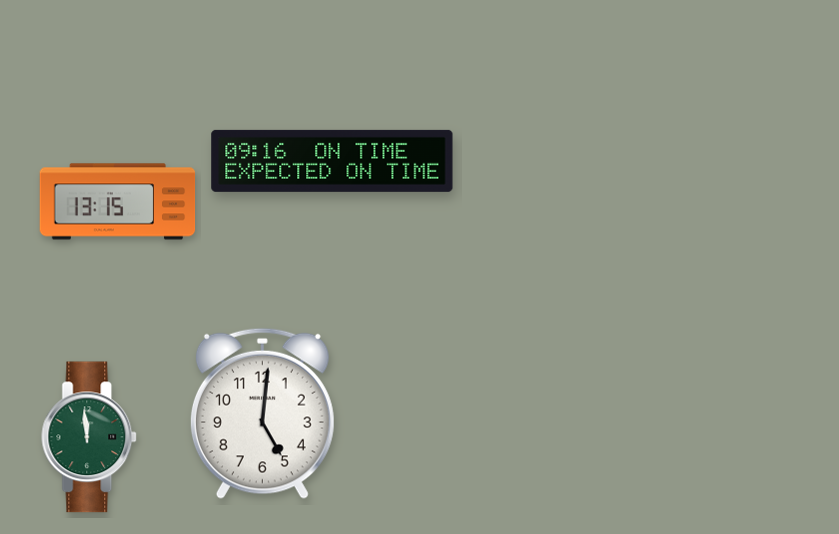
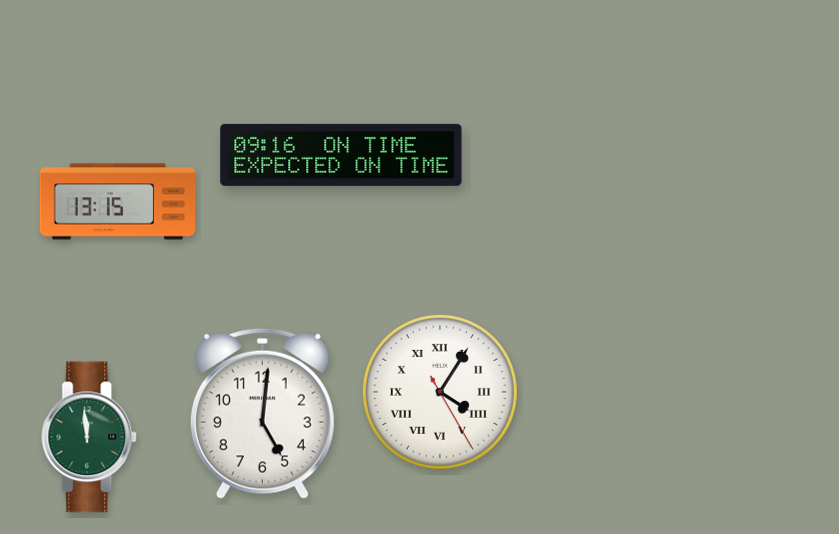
clock at (332, 161) position: (332, 161) -> (341, 155)
clock at (440, 392): none -> 4:05
